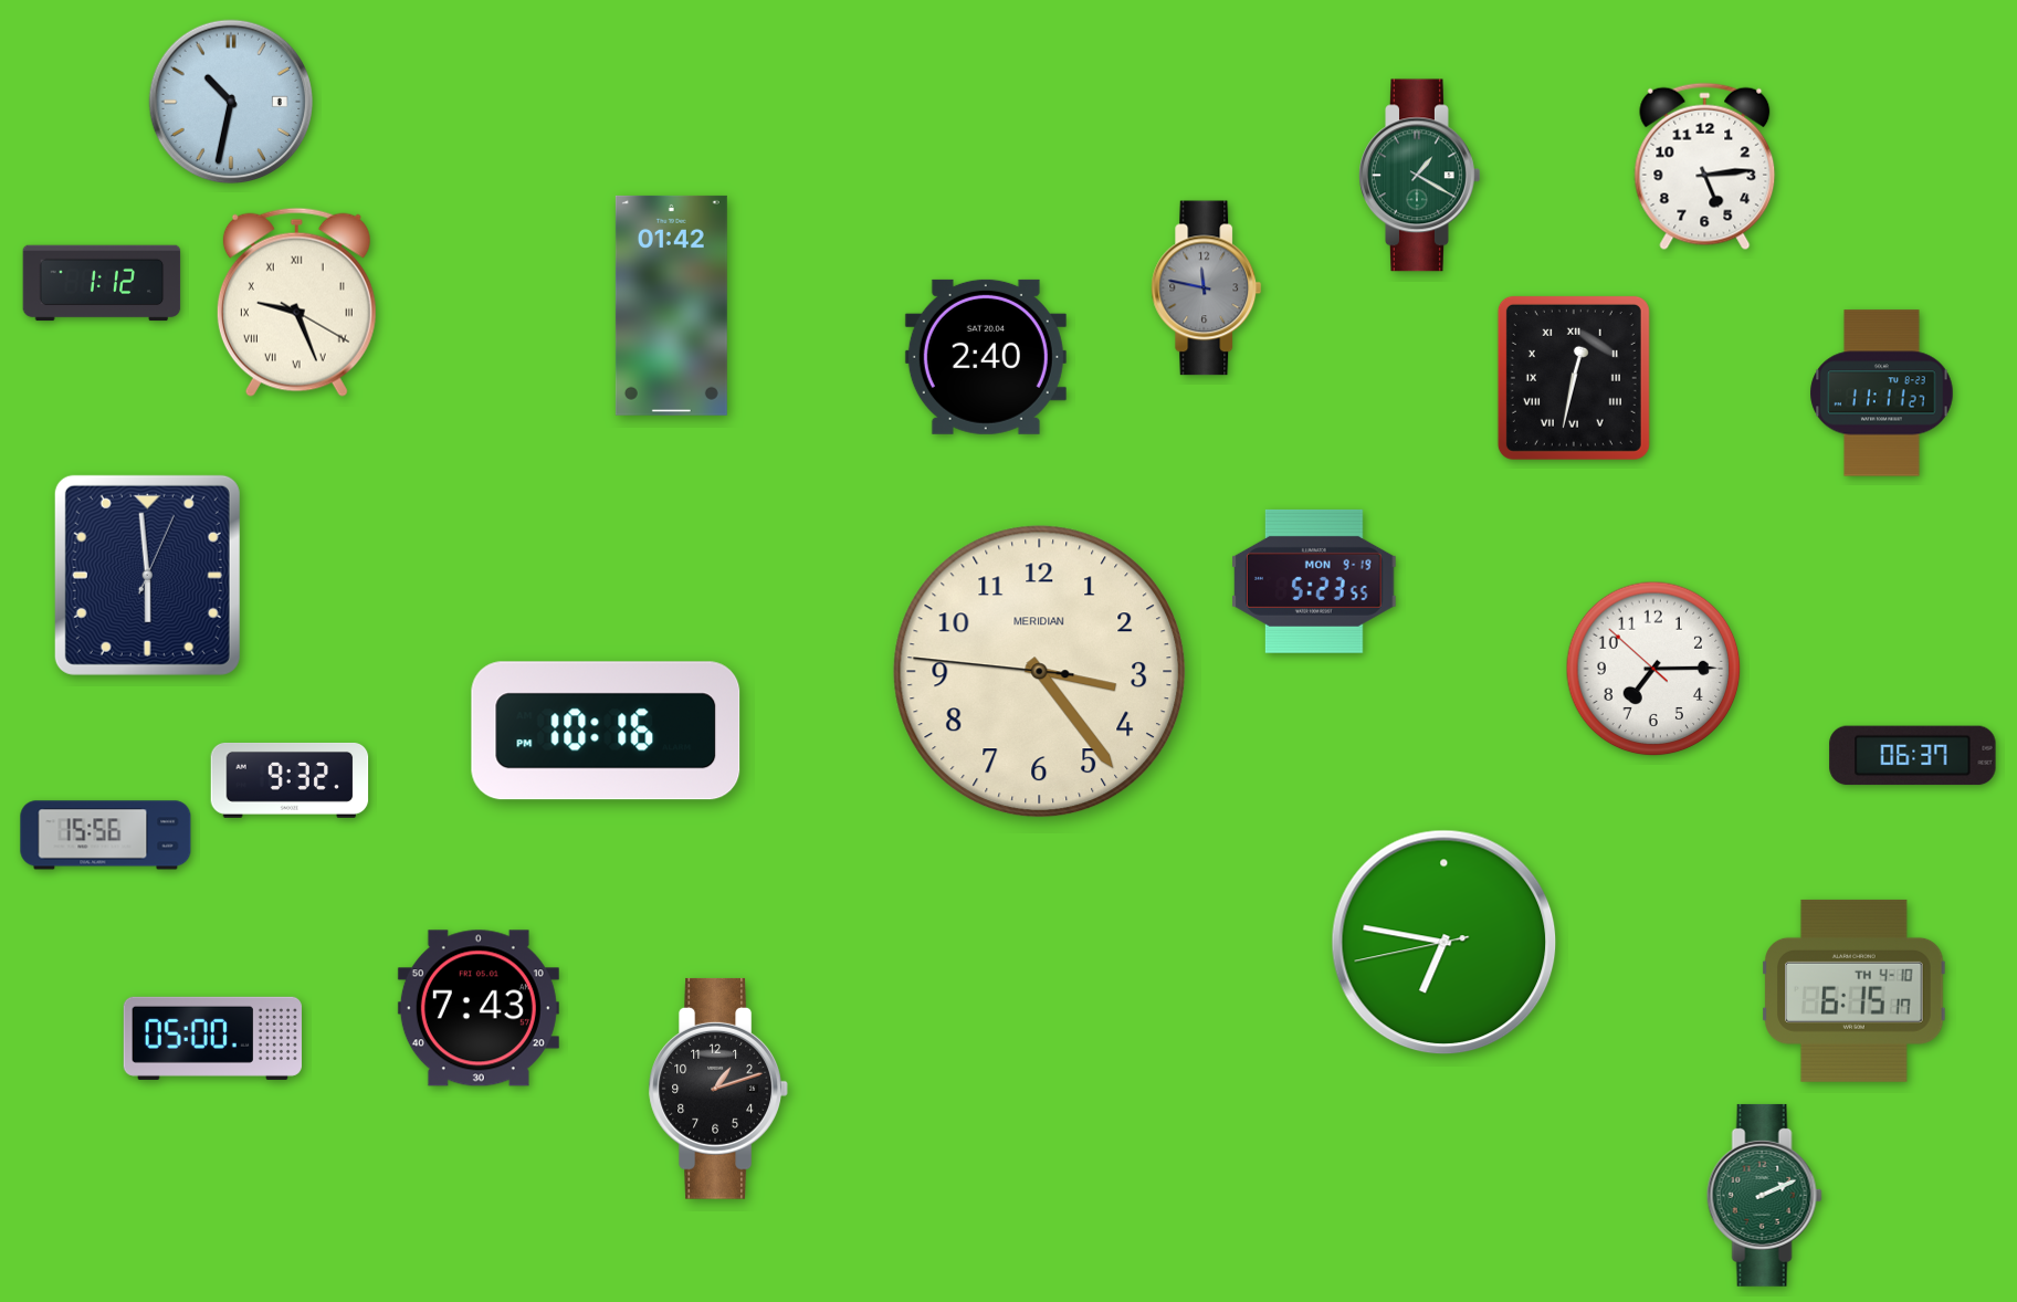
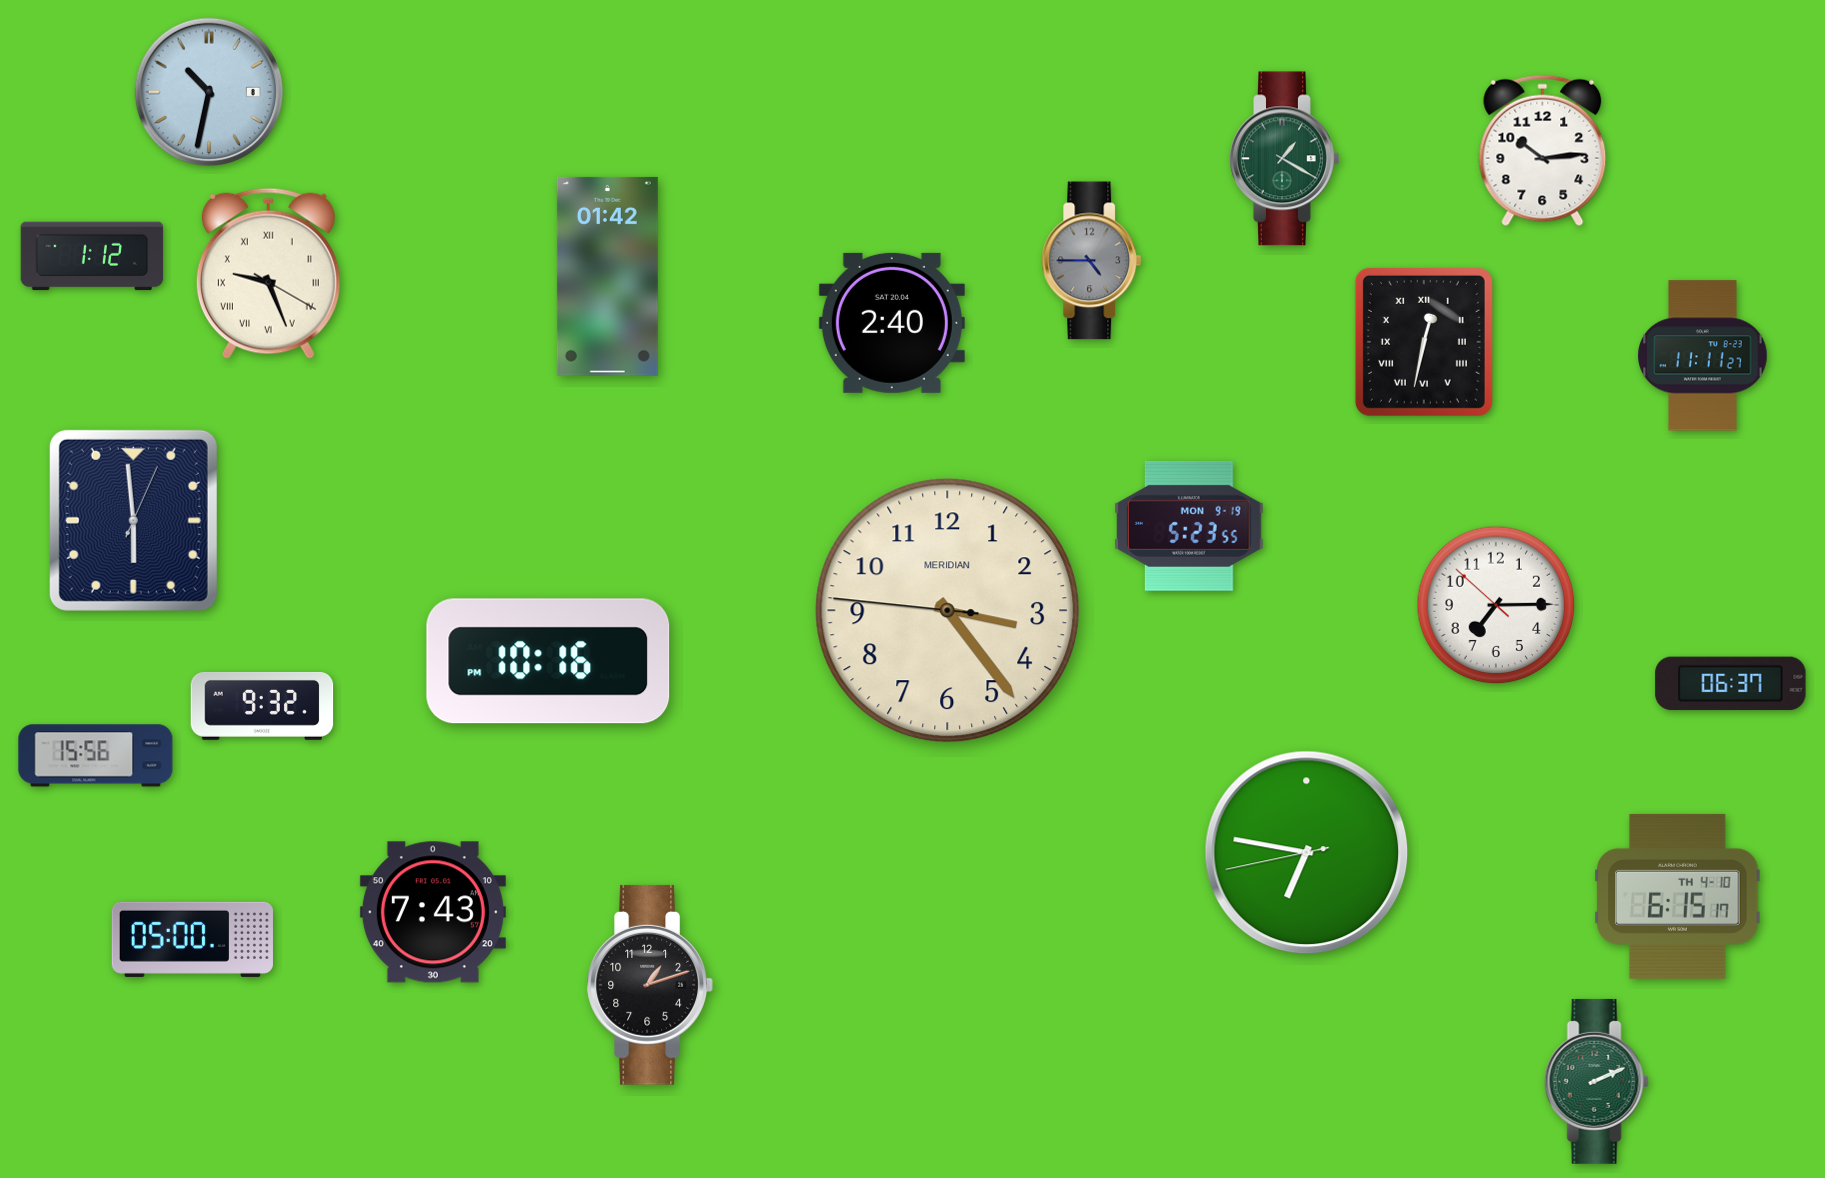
clock at (1705, 167): 5:14 -> 10:14
clock at (1207, 288): 11:47 -> 4:45
clock at (1040, 672) position: (1040, 672) -> (948, 611)
